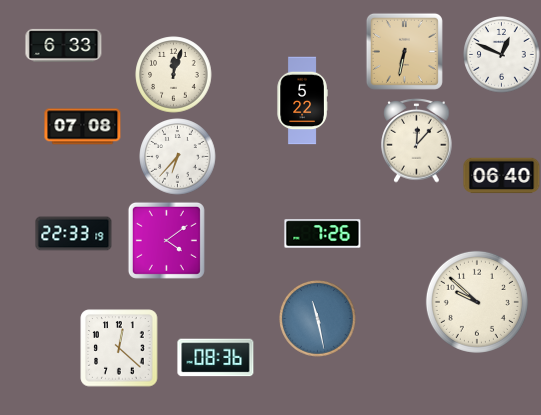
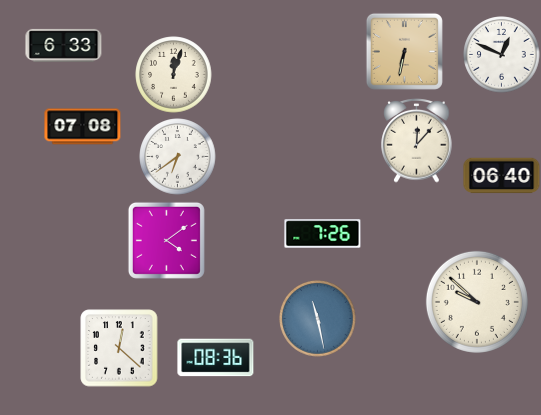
clock at (302, 101): 5:22 -> none
clock at (178, 157): 6:37 -> 6:39
clock at (74, 234): 22:33 -> none
